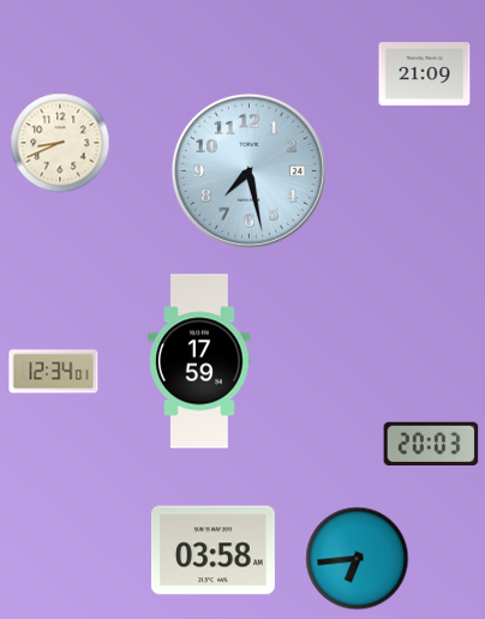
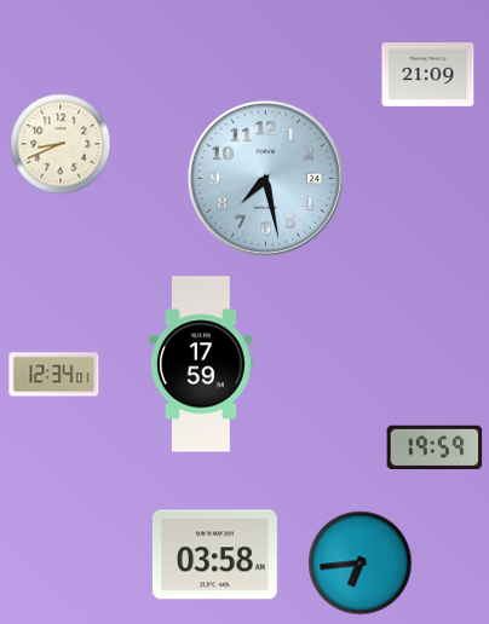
clock at (249, 170) position: (249, 170) -> (265, 178)
clock at (431, 444): 20:03 -> 19:59
